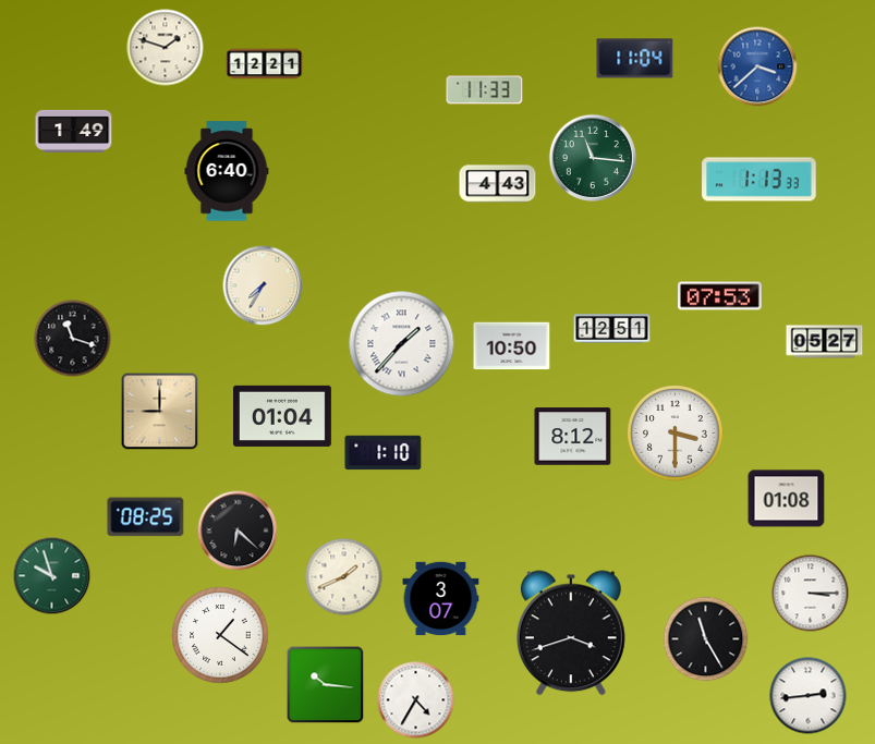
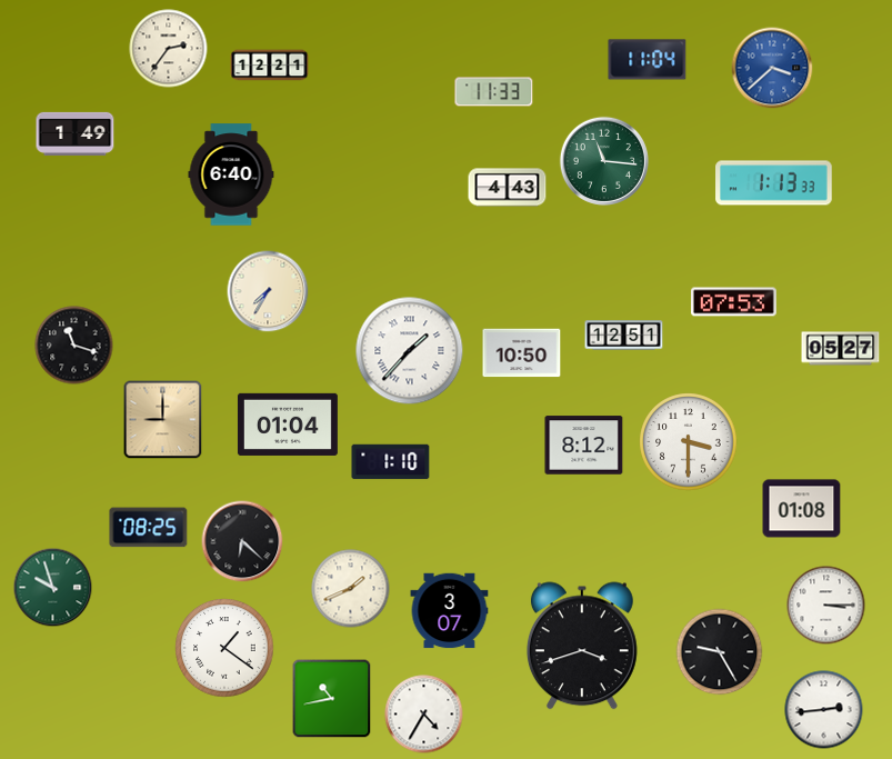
clock at (166, 48): 1:48 -> 2:36
clock at (706, 639): 11:25 -> 9:25
clock at (326, 685): 10:16 -> 10:43
